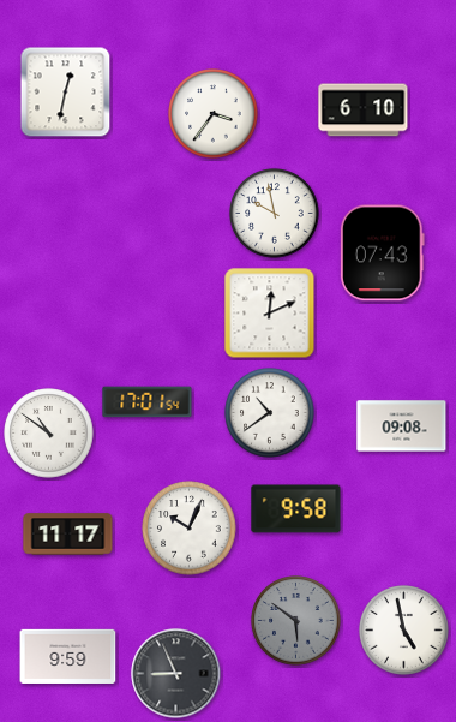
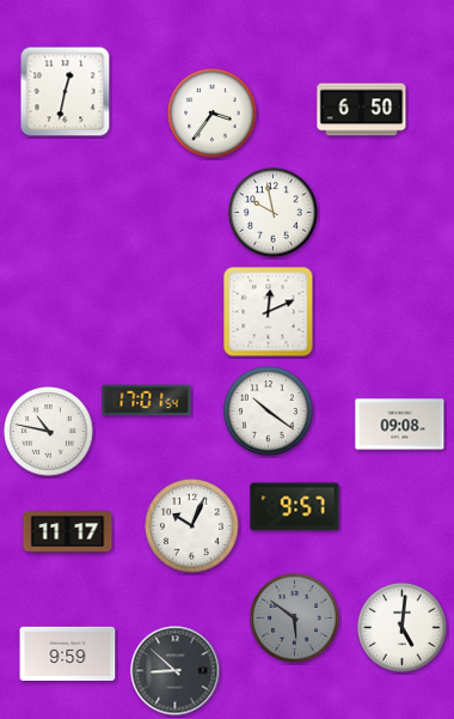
clock at (364, 111): 6:10 -> 6:50
clock at (382, 253): 07:43 -> none
clock at (270, 413): 10:39 -> 10:21
clock at (49, 434): 10:51 -> 10:47
clock at (296, 509): 9:58 -> 9:57
clock at (190, 529) position: (190, 529) -> (192, 526)
clock at (404, 631): 4:58 -> 5:01
clock at (176, 674): 8:56 -> 8:52
